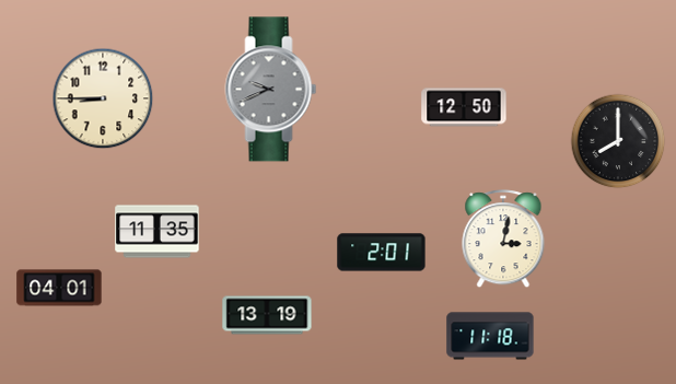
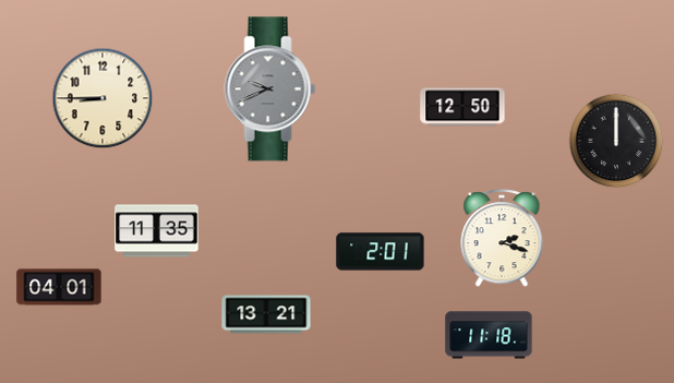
clock at (618, 141): 8:00 -> 12:00
clock at (503, 238): 3:02 -> 2:18
clock at (267, 315): 13:19 -> 13:21
